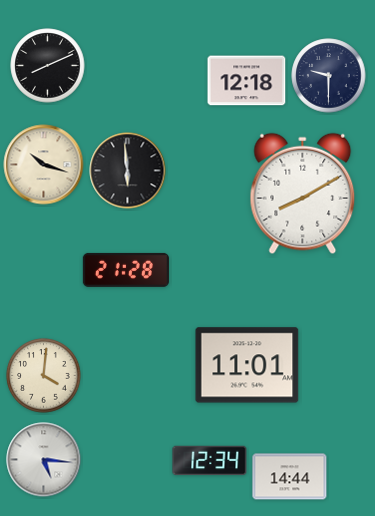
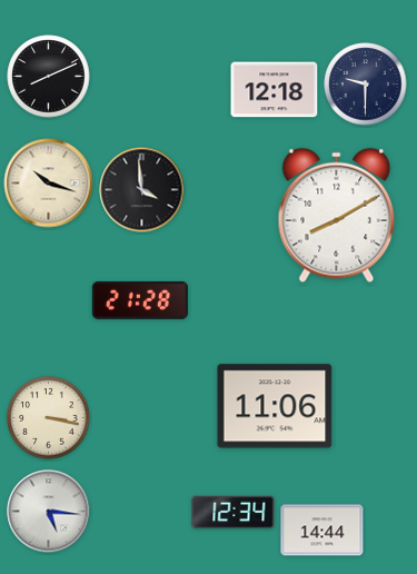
clock at (48, 66) position: (48, 66) -> (49, 77)
clock at (128, 171): 5:59 -> 3:59
clock at (247, 365): 11:01 -> 11:06
clock at (44, 376): 4:01 -> 3:17
